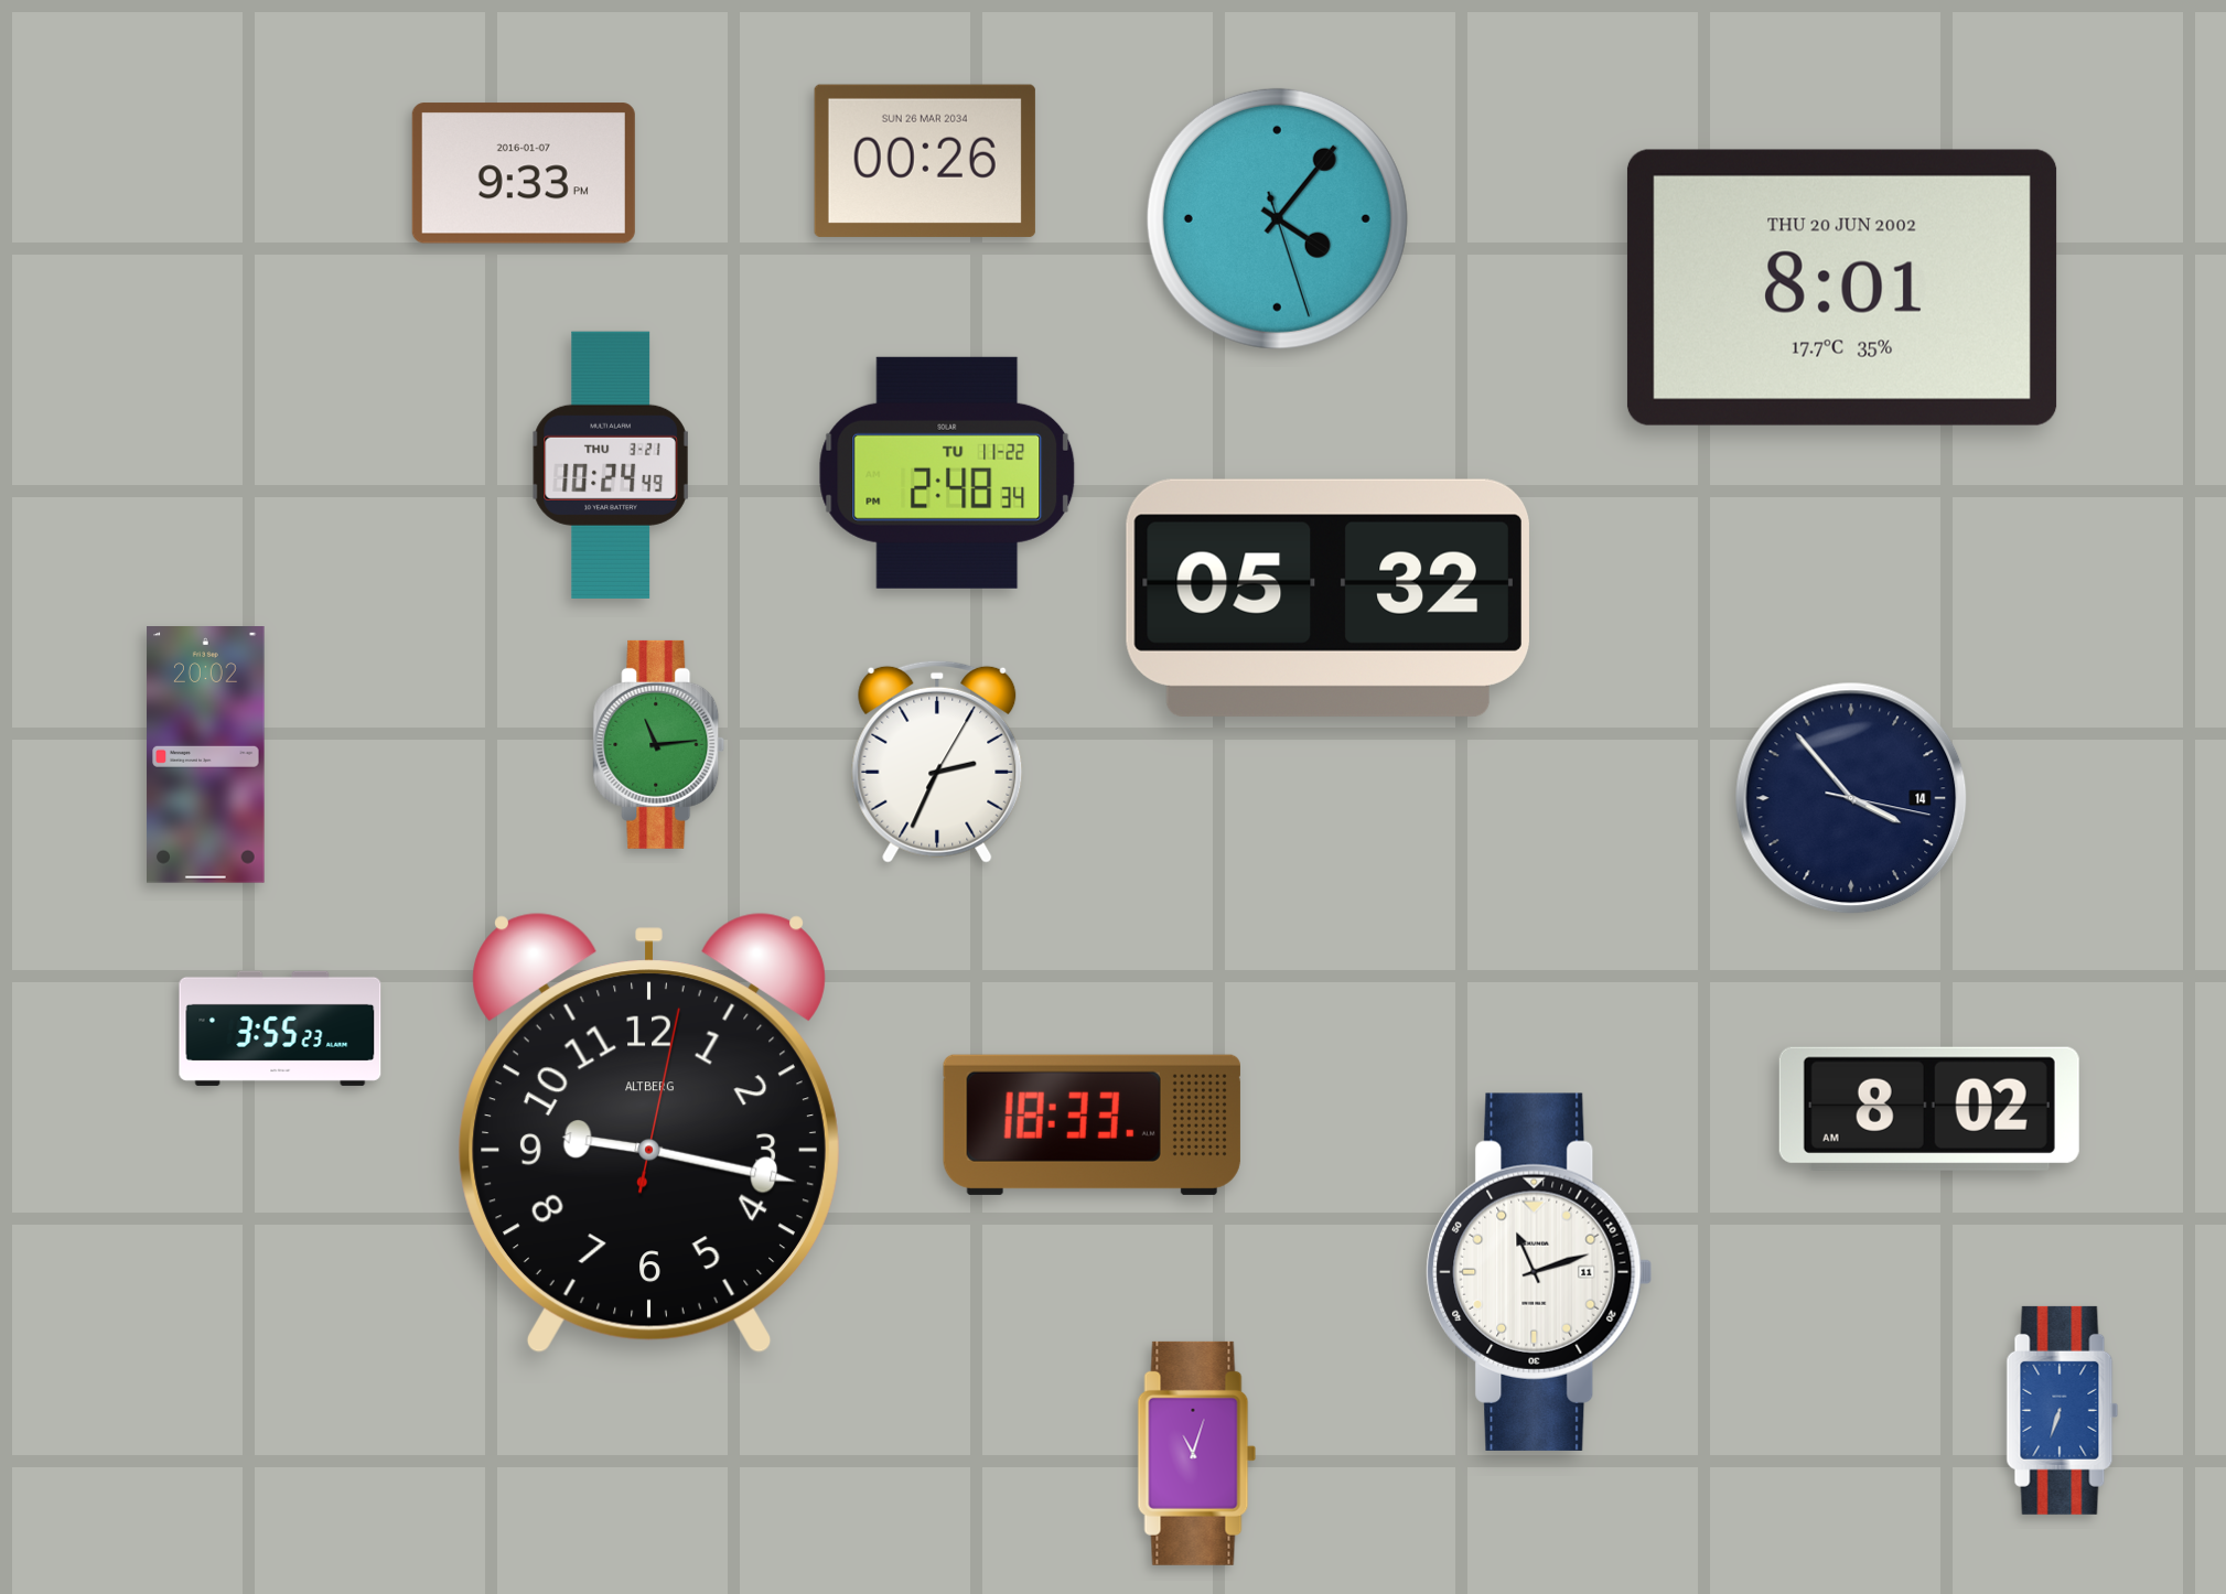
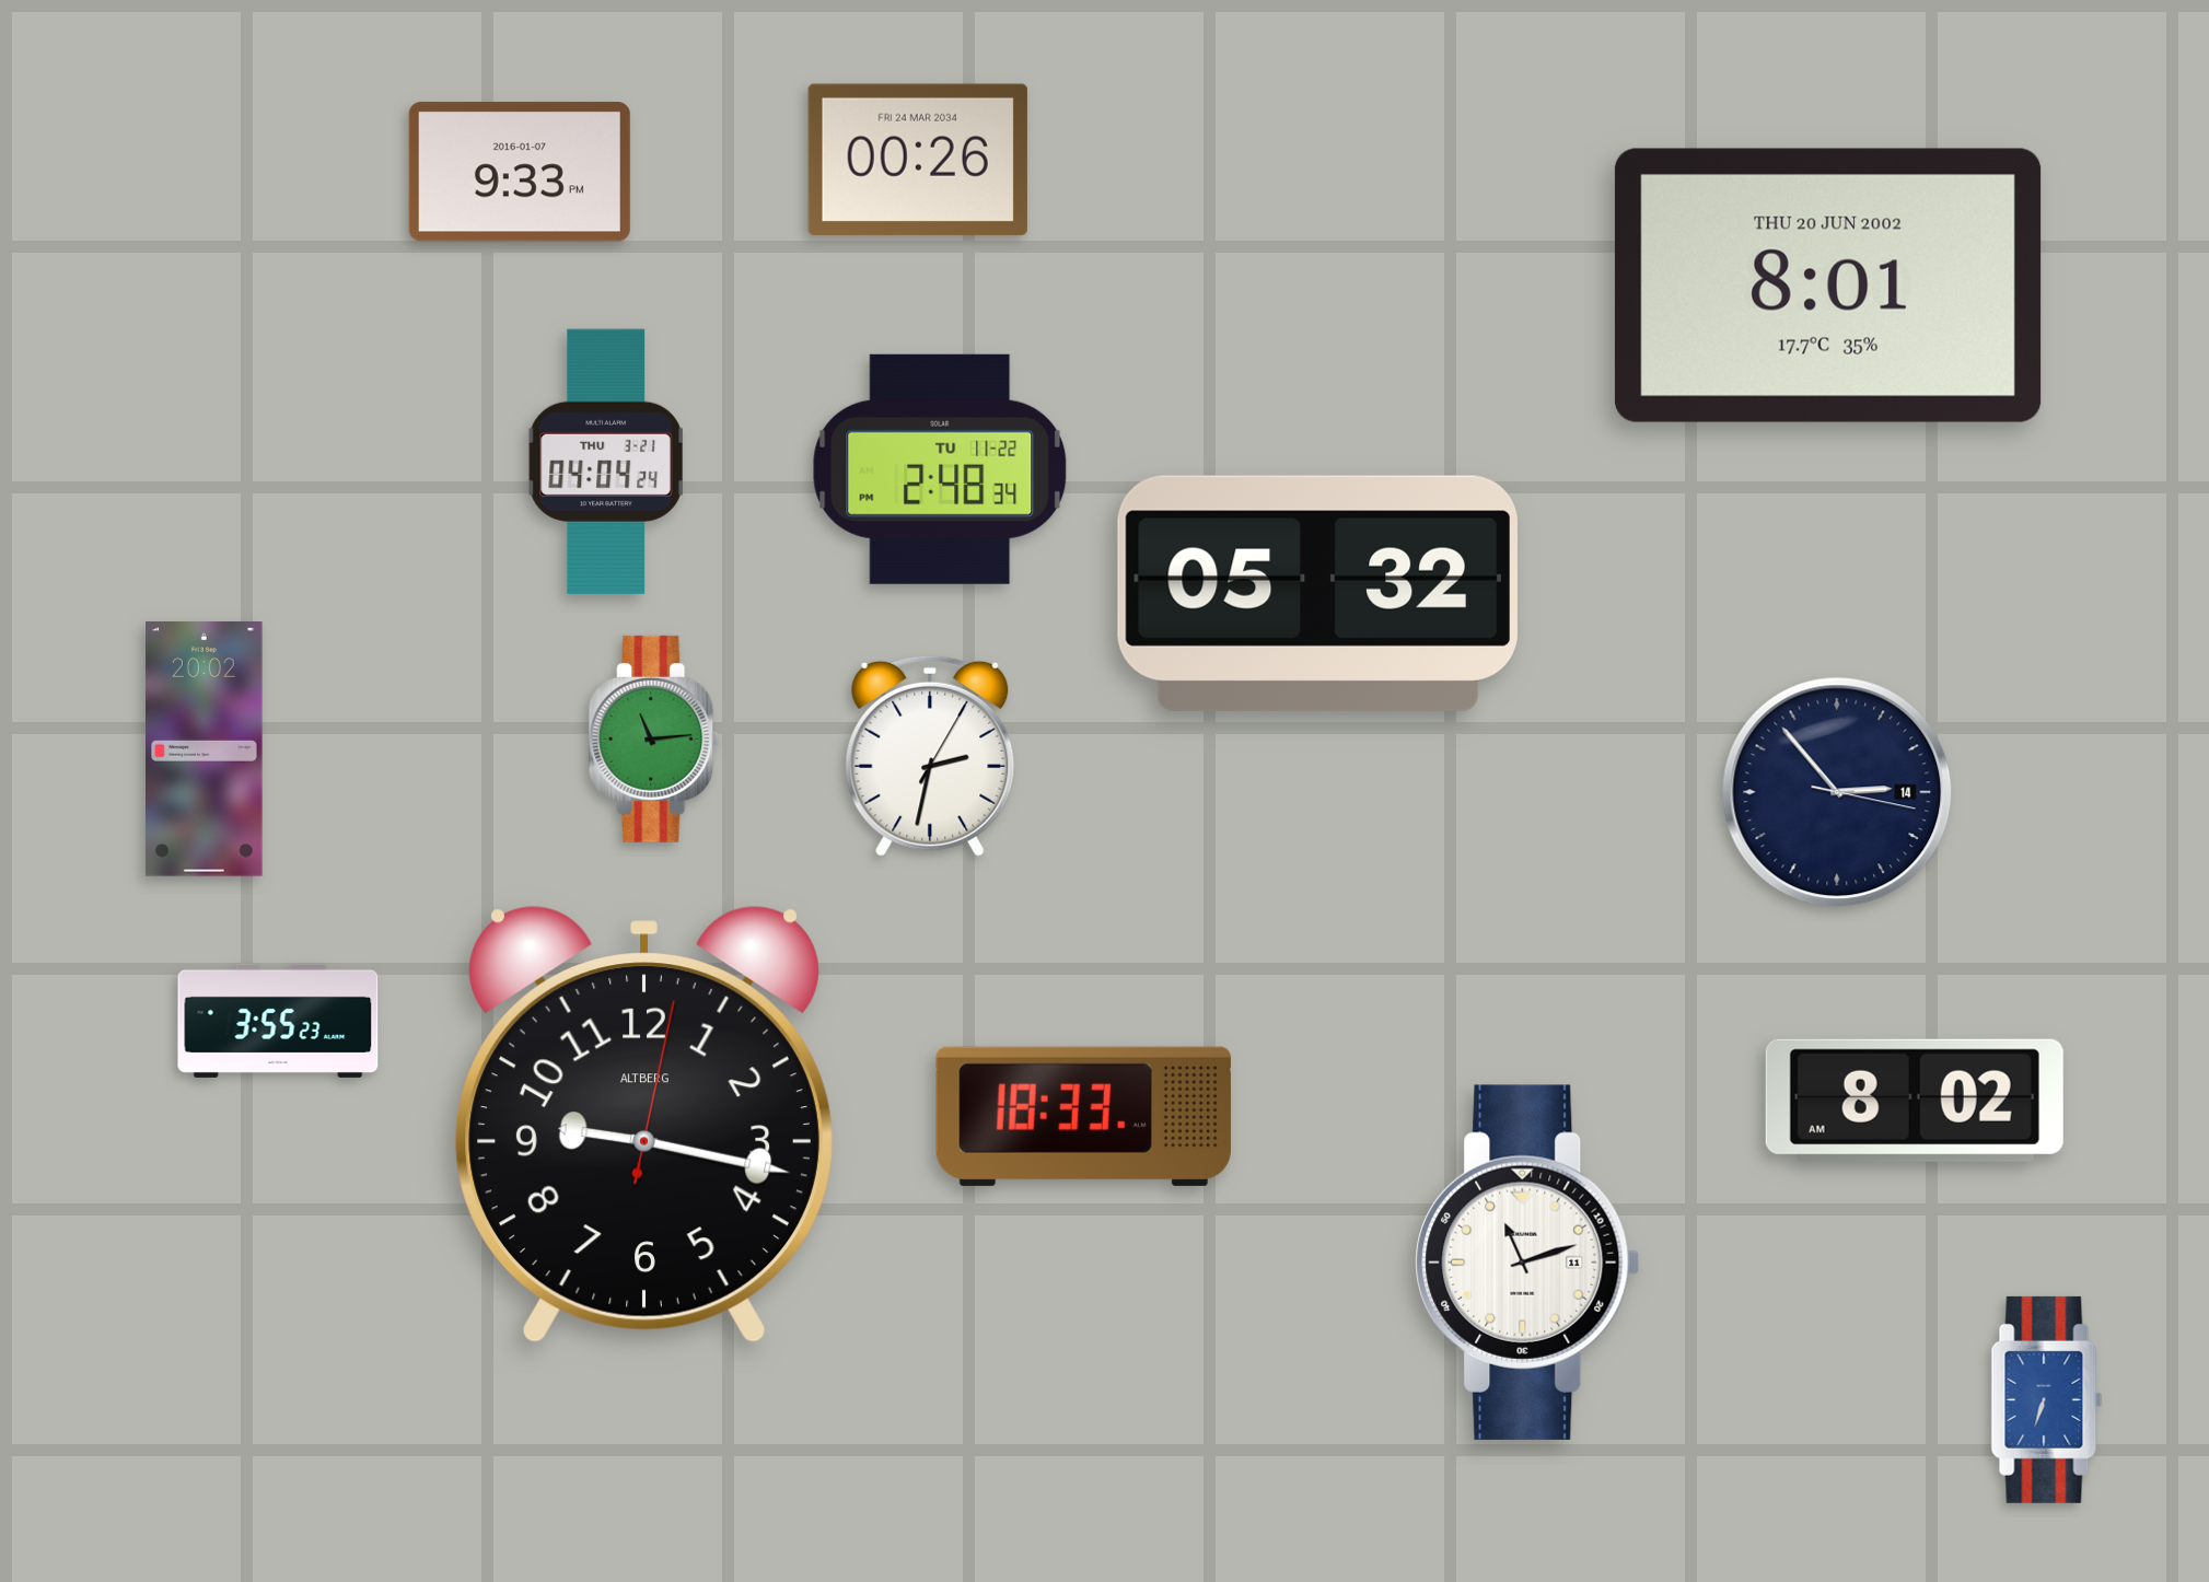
clock at (925, 161) date: SUN 26 MAR 2034 -> FRI 24 MAR 2034
clock at (1277, 218): 4:06 -> none
clock at (611, 465): 10:24 -> 04:04
clock at (937, 762): 2:34 -> 2:32
clock at (1851, 798): 3:53 -> 2:53
clock at (1197, 1453): 11:03 -> none
